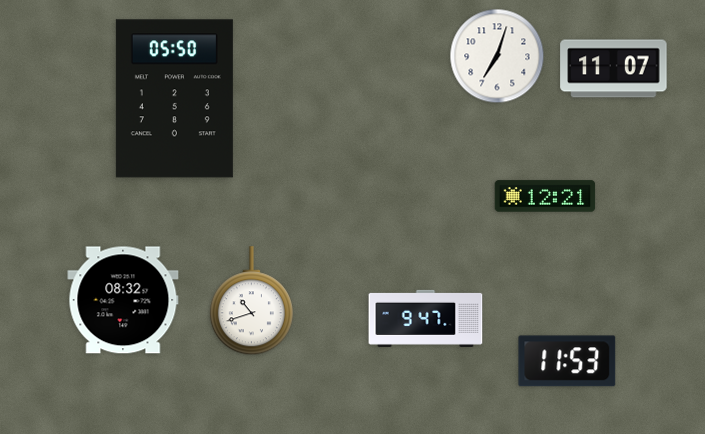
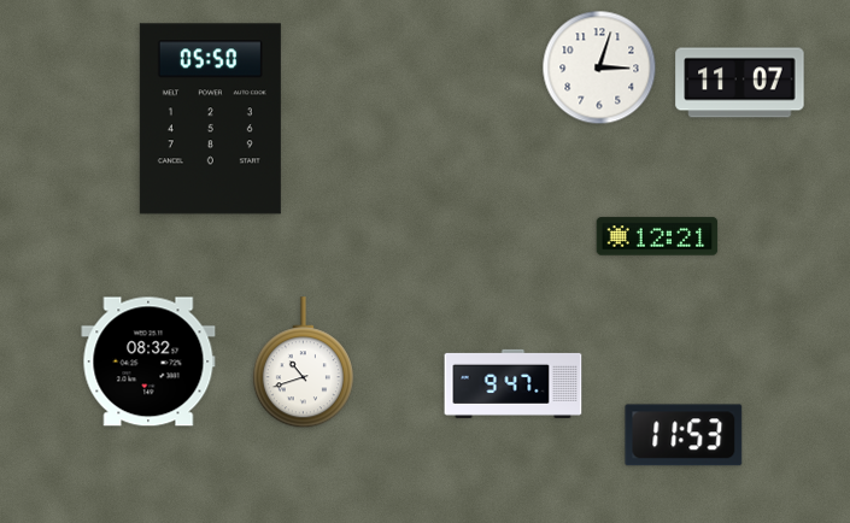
clock at (497, 56): 7:03 -> 3:03
